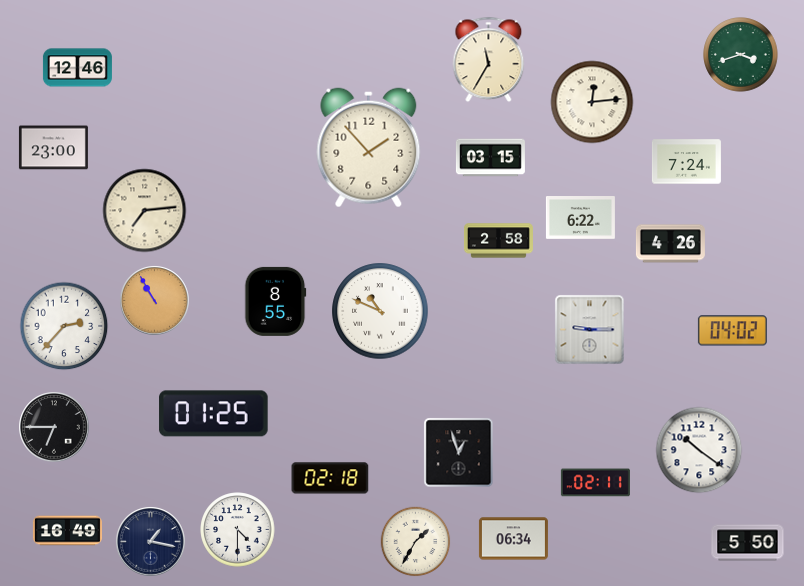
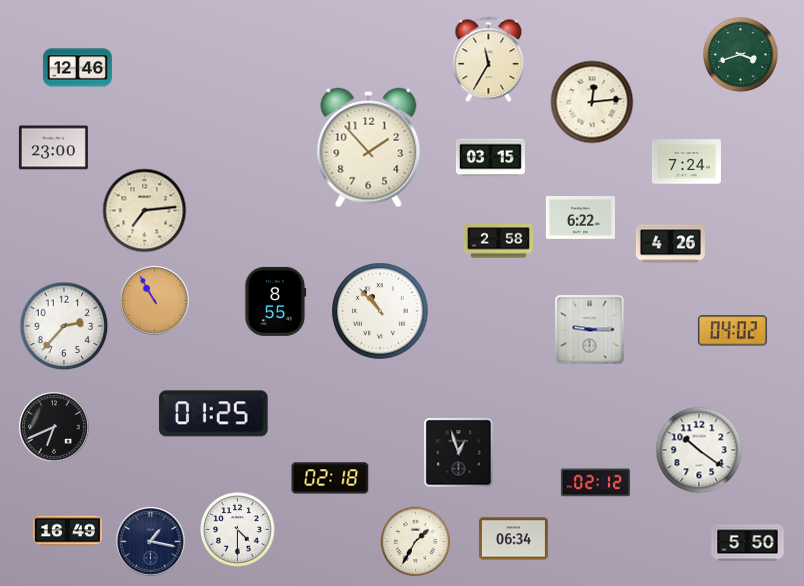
clock at (380, 311): 10:49 -> 10:53
clock at (54, 427): 6:45 -> 6:41
clock at (595, 483): 02:11 -> 02:12
